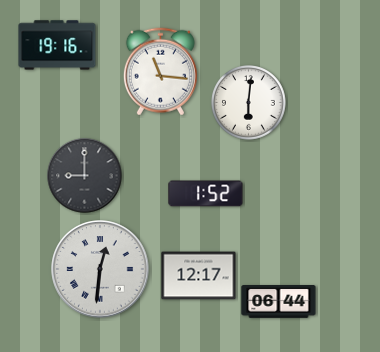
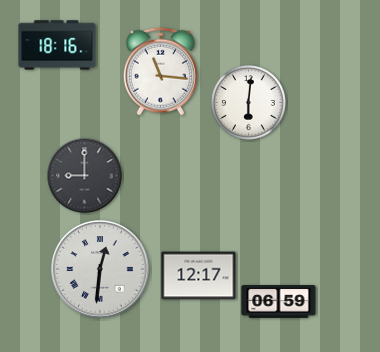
clock at (57, 45): 19:16 -> 18:16
clock at (206, 194): 1:52 -> none
clock at (279, 302): 06:44 -> 06:59
